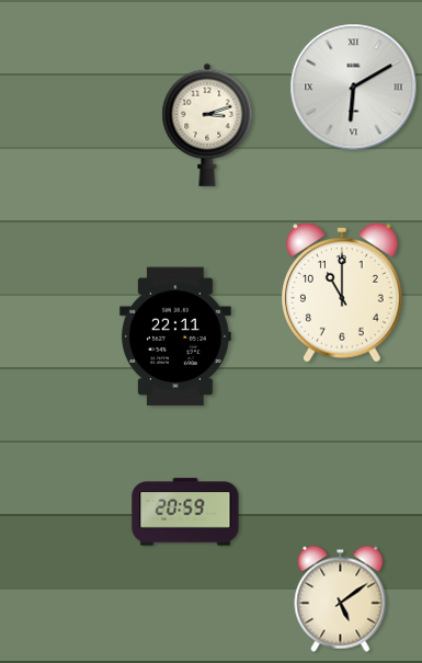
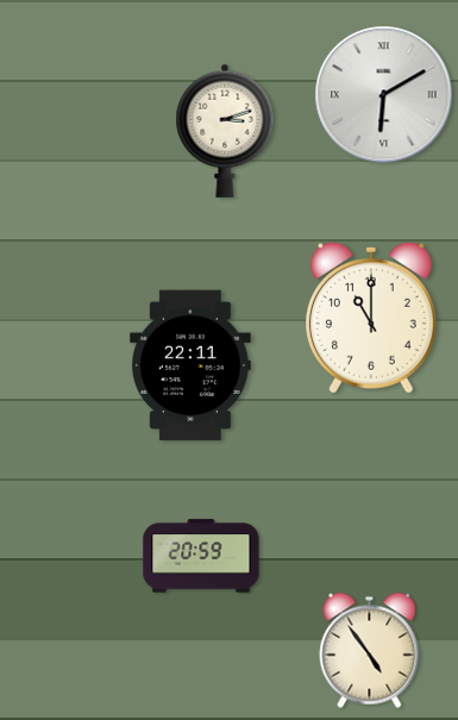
clock at (207, 125) position: (207, 125) -> (225, 131)
clock at (341, 598): 5:09 -> 4:54
